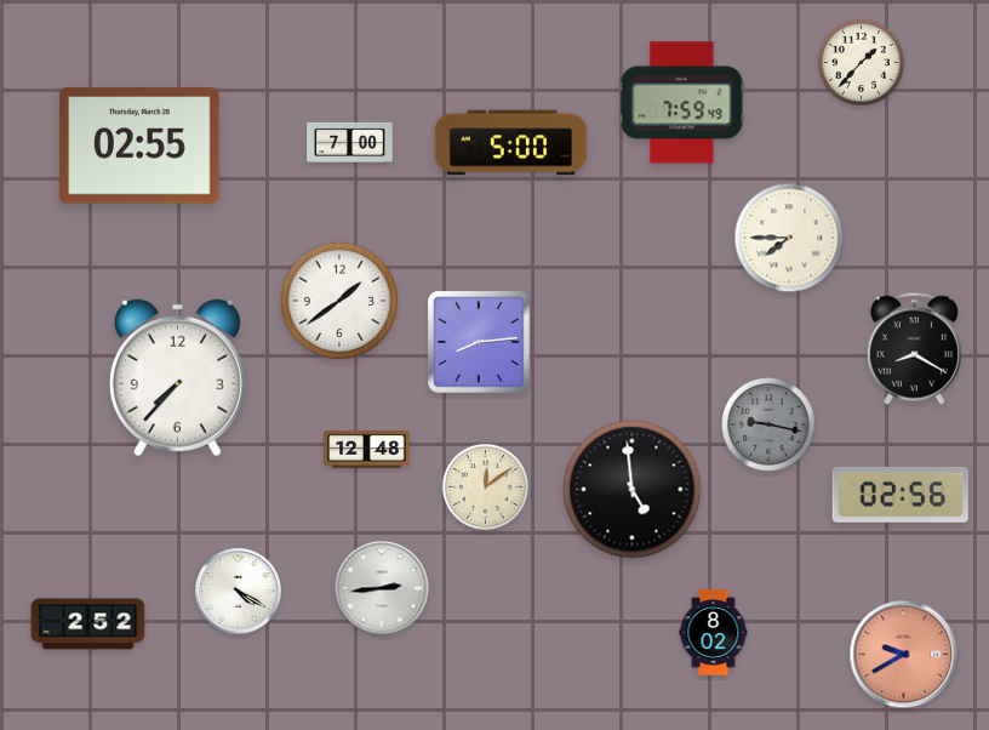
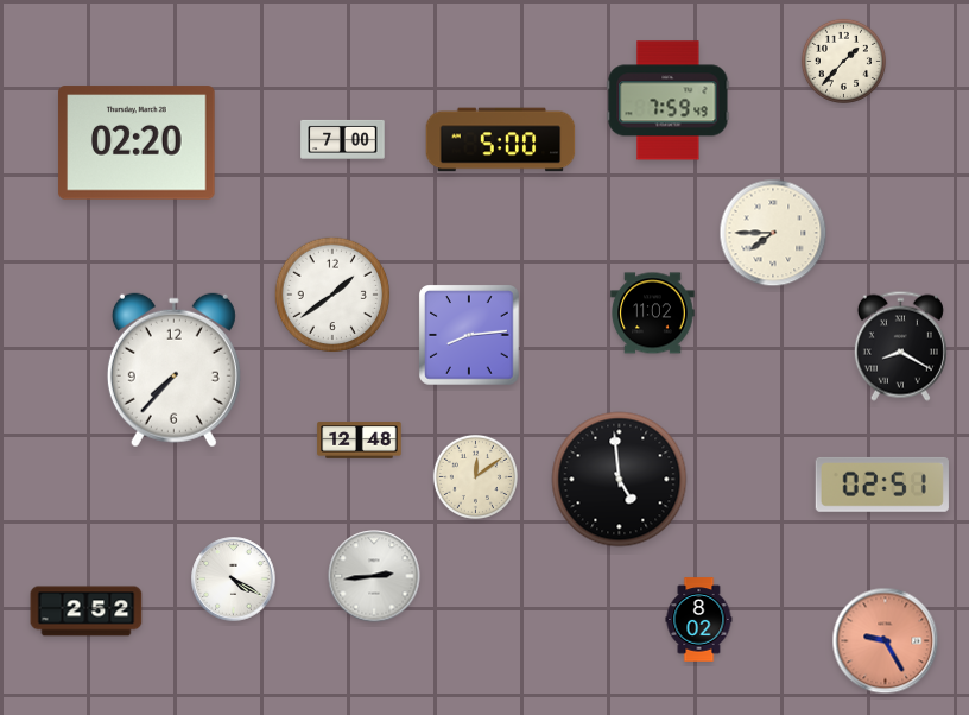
clock at (139, 146): 02:55 -> 02:20
clock at (653, 314): none -> 11:02
clock at (914, 348) position: (914, 348) -> (900, 346)
clock at (768, 424): 9:17 -> none
clock at (901, 495): 02:56 -> 02:51
clock at (904, 655): 9:40 -> 9:25
